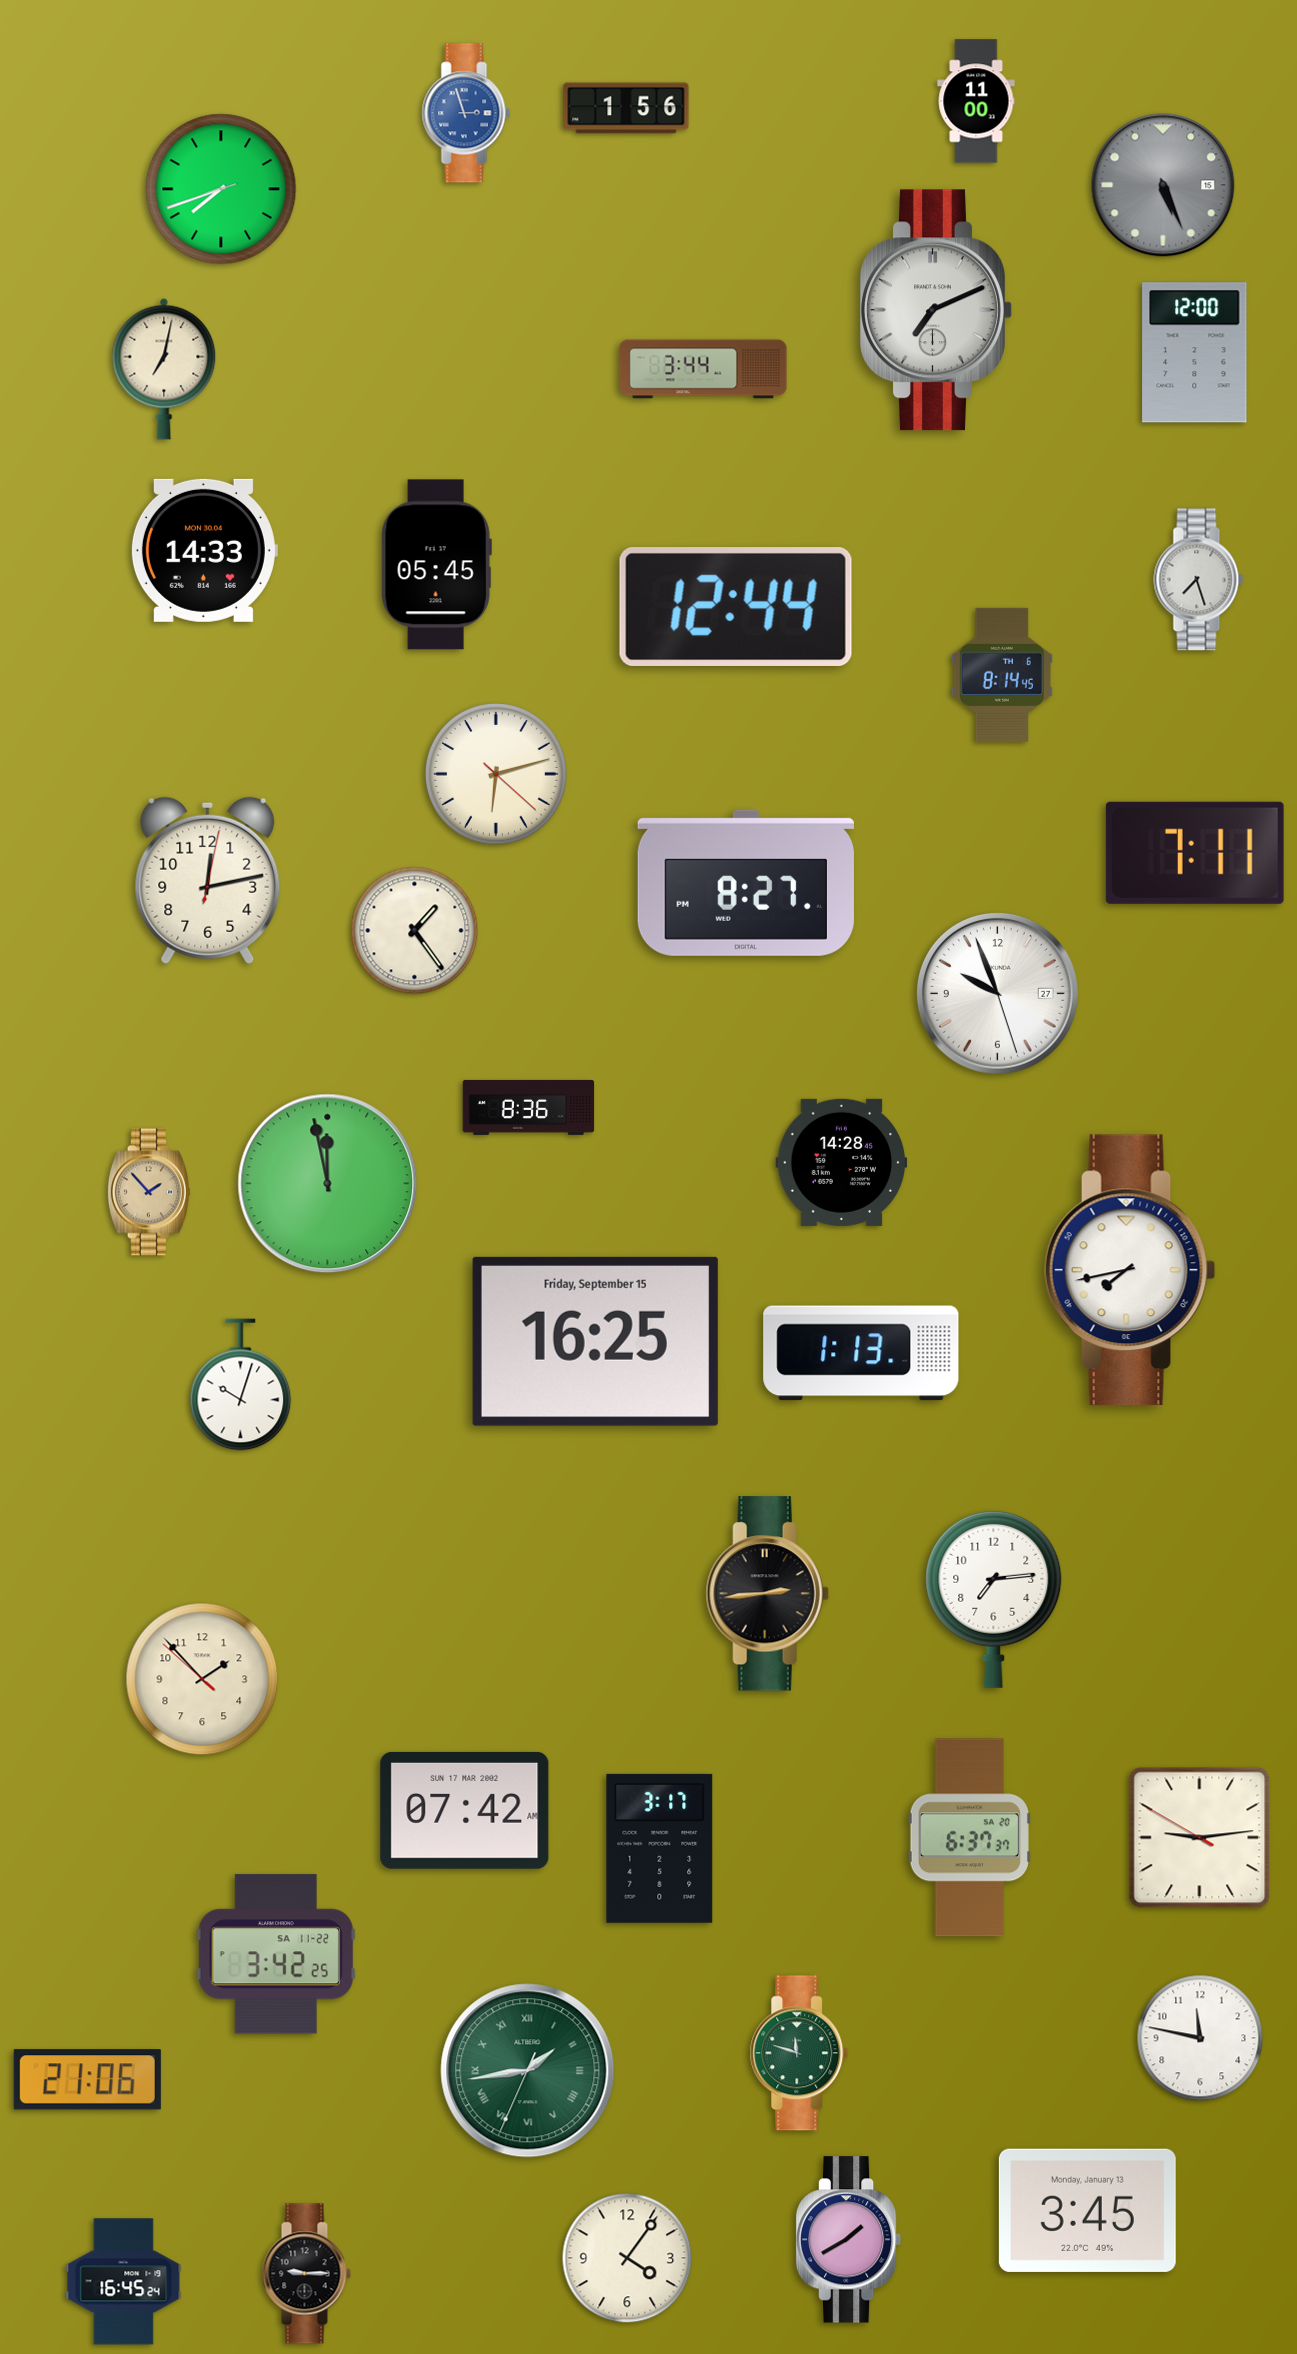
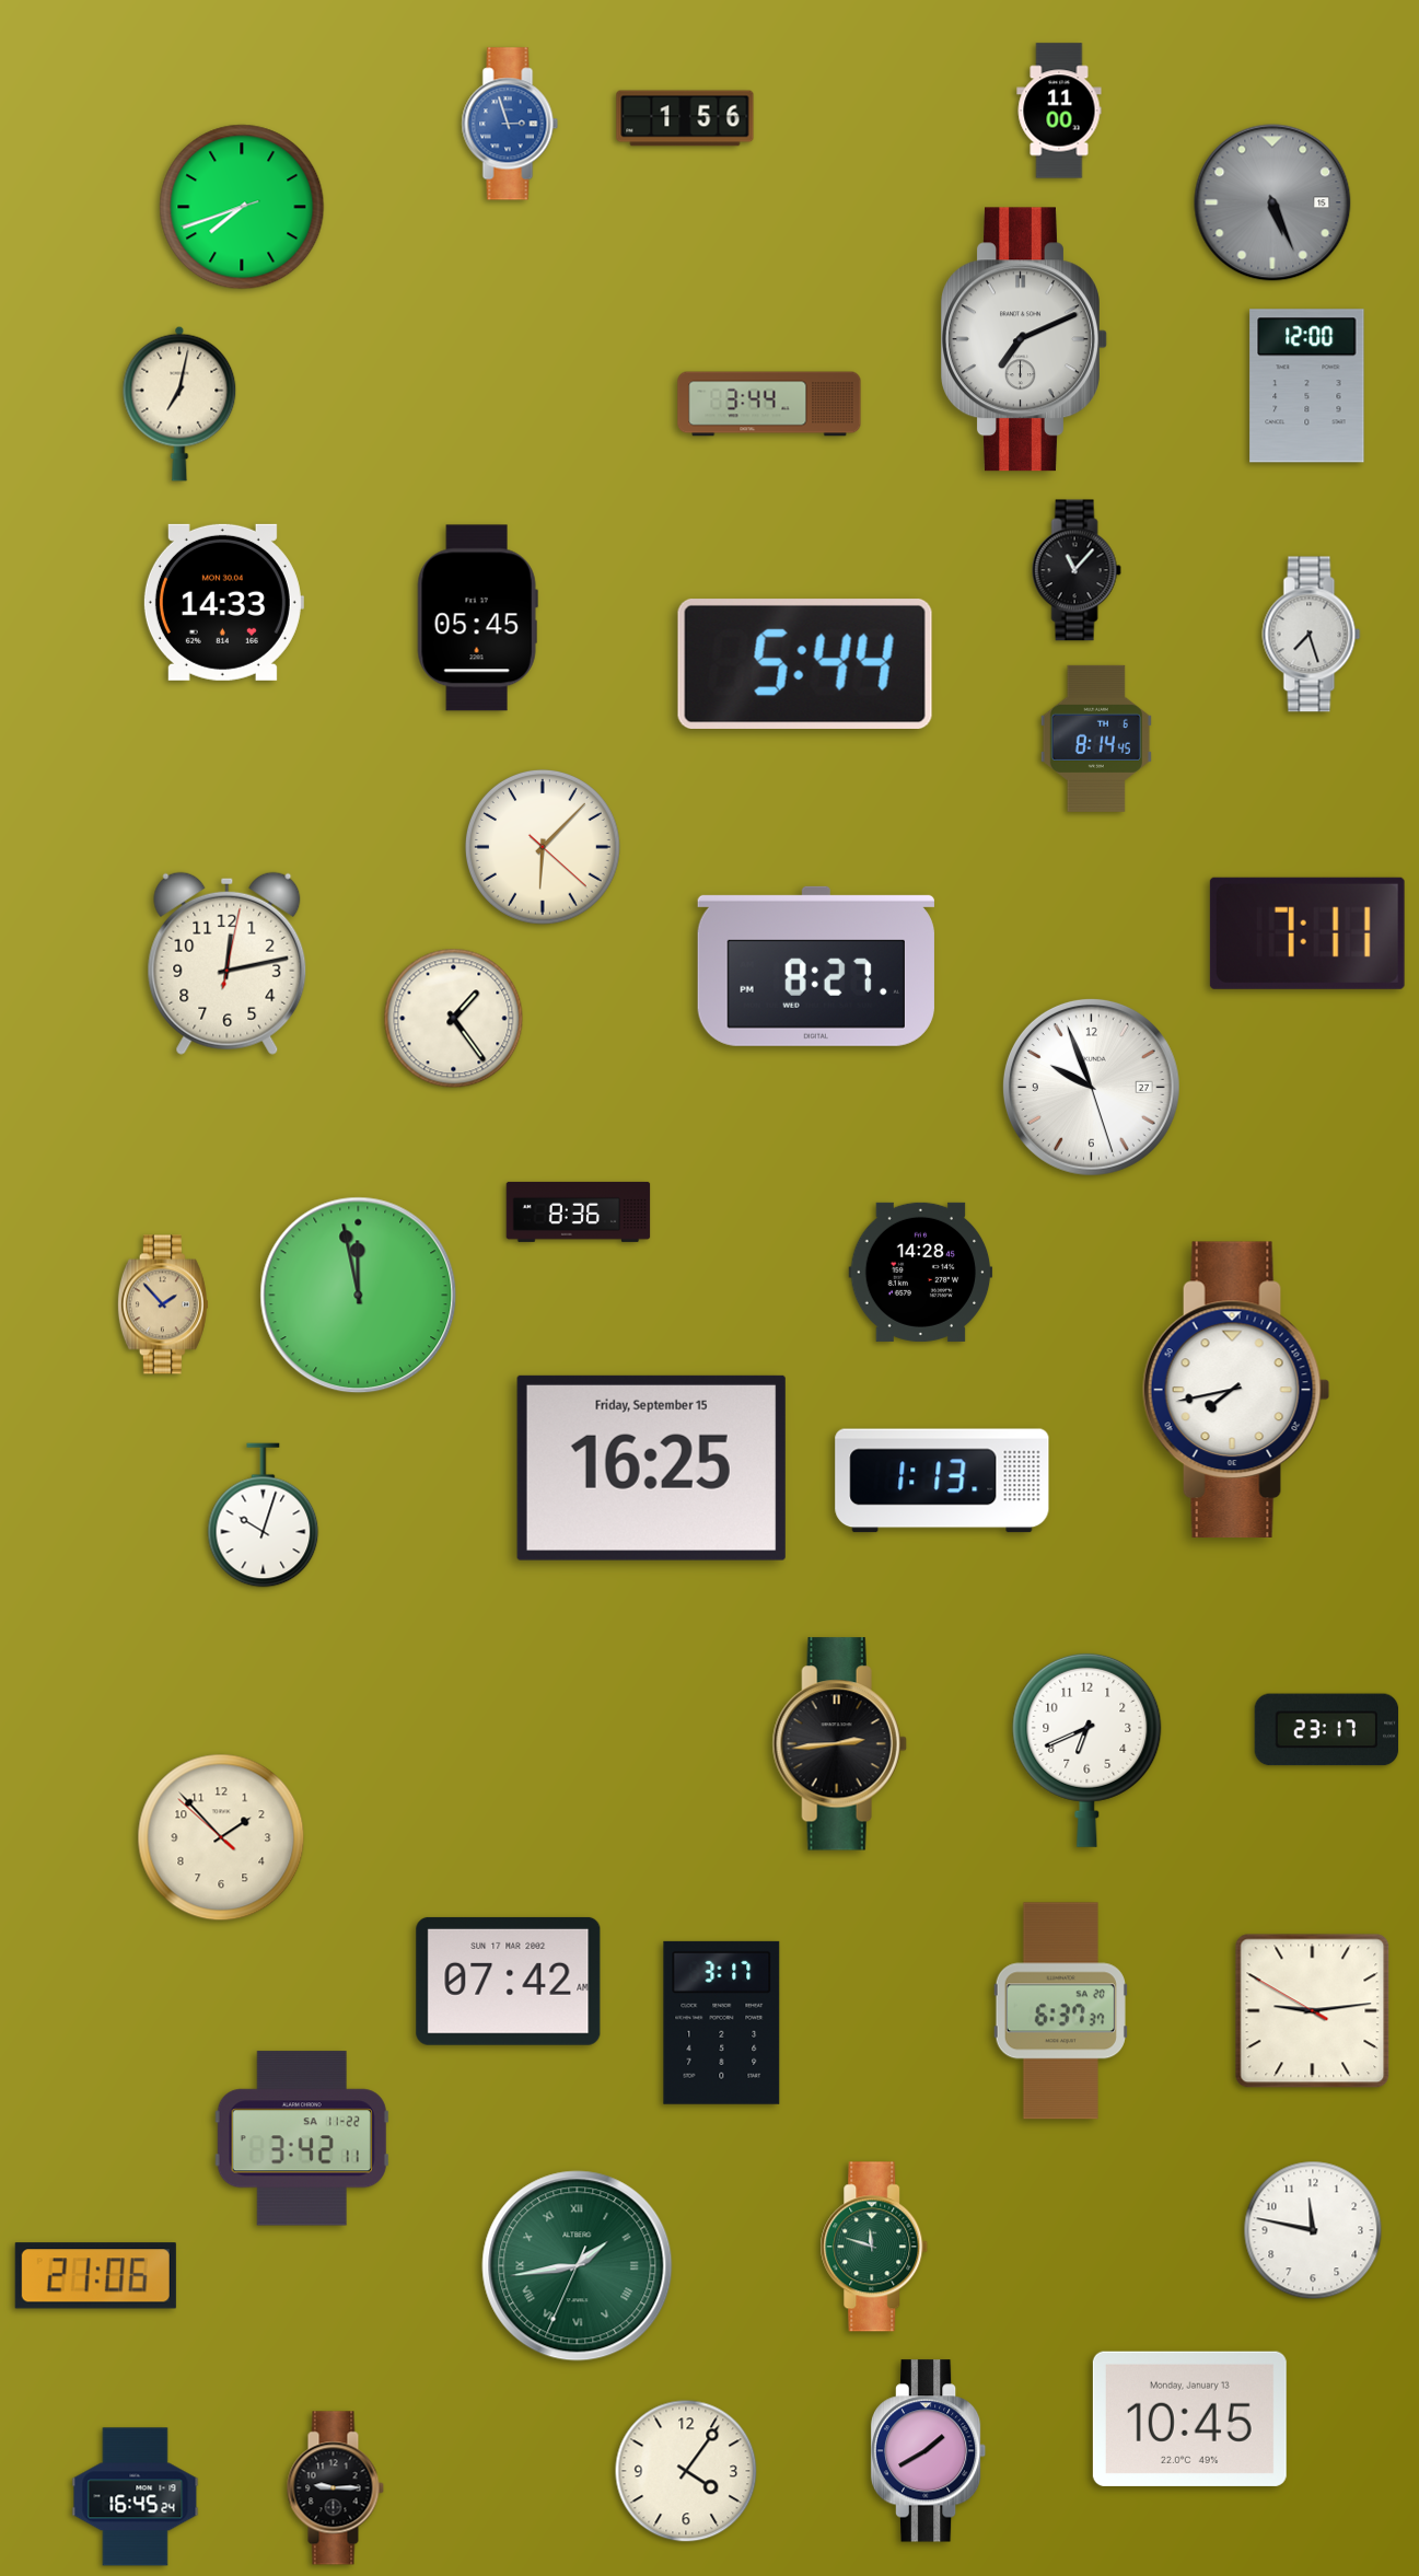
clock at (976, 101) position: (976, 101) -> (1059, 111)
clock at (1077, 570): none -> 11:07
clock at (736, 607): 12:44 -> 5:44
clock at (496, 774): 6:12 -> 6:07
clock at (1327, 1730): none -> 23:17
clock at (994, 1599): 7:14 -> 6:41
clock at (276, 1954): 3:42:25 -> 3:42:11
clock at (1087, 2210): 3:45 -> 10:45
